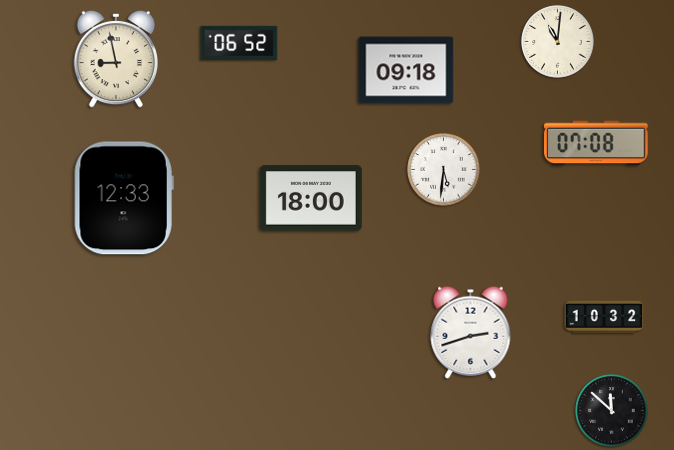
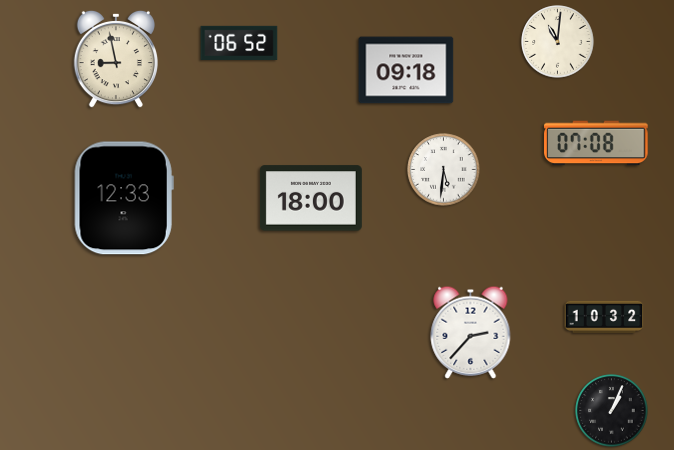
clock at (471, 332): 2:42 -> 2:37
clock at (612, 411): 11:52 -> 1:04
